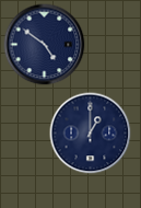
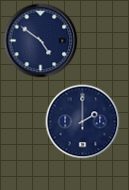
clock at (91, 134): 1:00 -> 2:00
